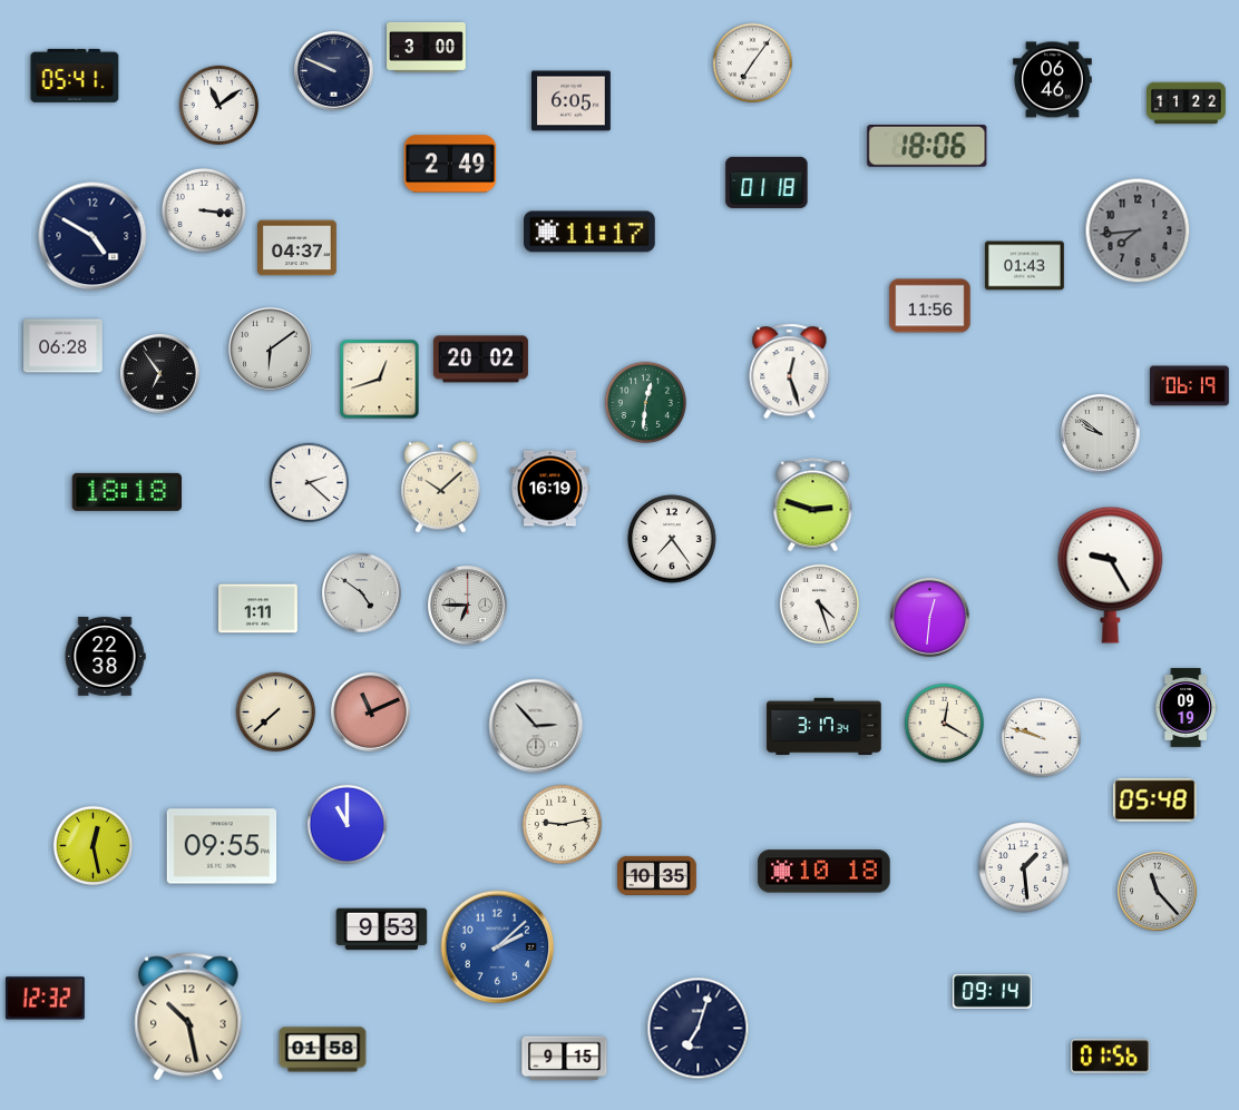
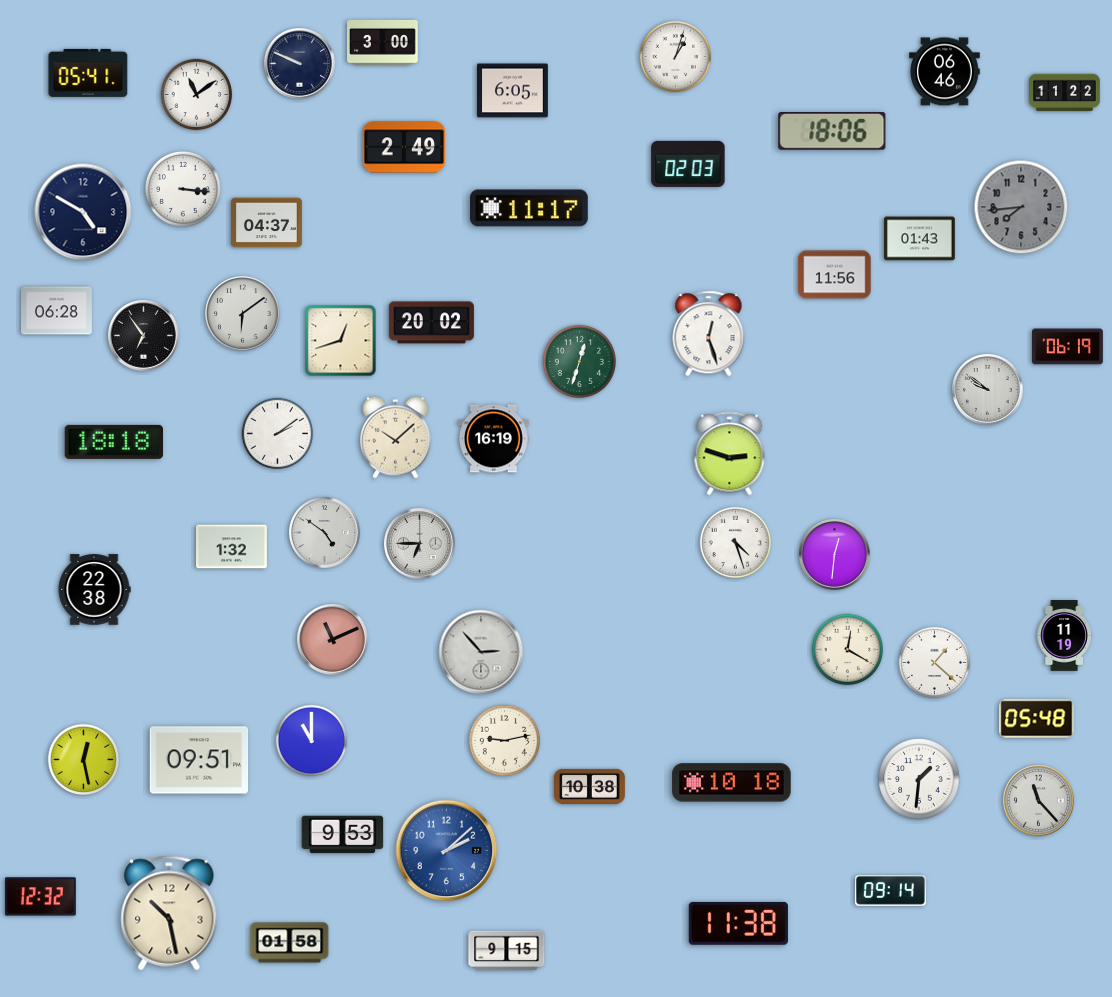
clock at (753, 63): 7:06 -> 1:03
clock at (75, 76) position: (75, 76) -> (88, 73)
clock at (767, 183): 01:18 -> 02:03
clock at (645, 402): 12:31 -> 12:33
clock at (310, 483): 2:22 -> 2:09
clock at (672, 539): 7:24 -> none
clock at (1111, 574): 9:25 -> none
clock at (258, 609): 1:11 -> 1:32
clock at (1186, 708): 09:19 -> 11:19
clock at (276, 713): 7:38 -> none
clock at (825, 726): 3:17 -> none
clock at (1042, 738): 9:48 -> 1:22
clock at (222, 846): 09:55 -> 09:51
clock at (1024, 867): 1:29 -> 1:31
clock at (825, 872) position: (825, 872) -> (732, 783)
clock at (657, 875): 10:35 -> 10:38
clock at (738, 923): none -> 11:38
clock at (699, 1029): 7:03 -> none
clock at (1110, 1057): 01:56 -> none
